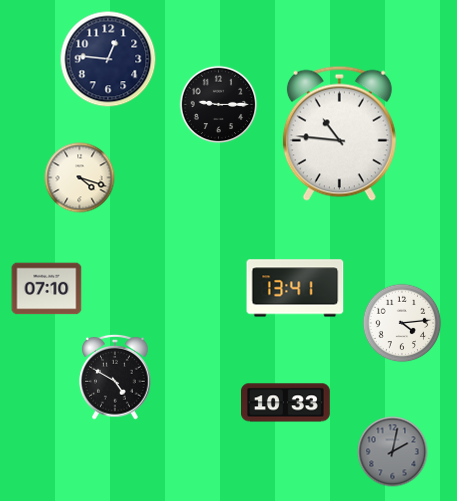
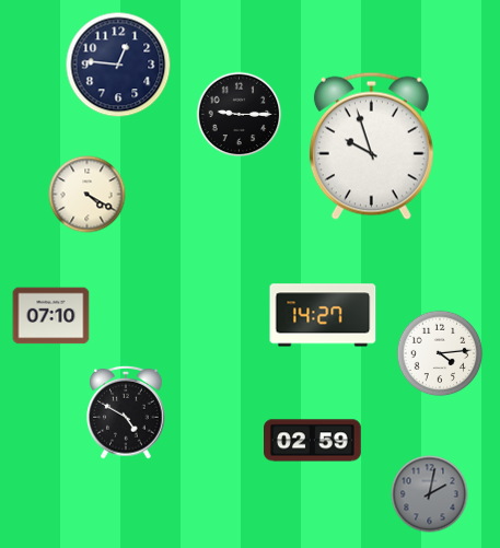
clock at (339, 133): 10:46 -> 9:57
clock at (80, 178): 4:18 -> 4:20
clock at (295, 288): 13:41 -> 14:27
clock at (286, 403): 10:33 -> 02:59
